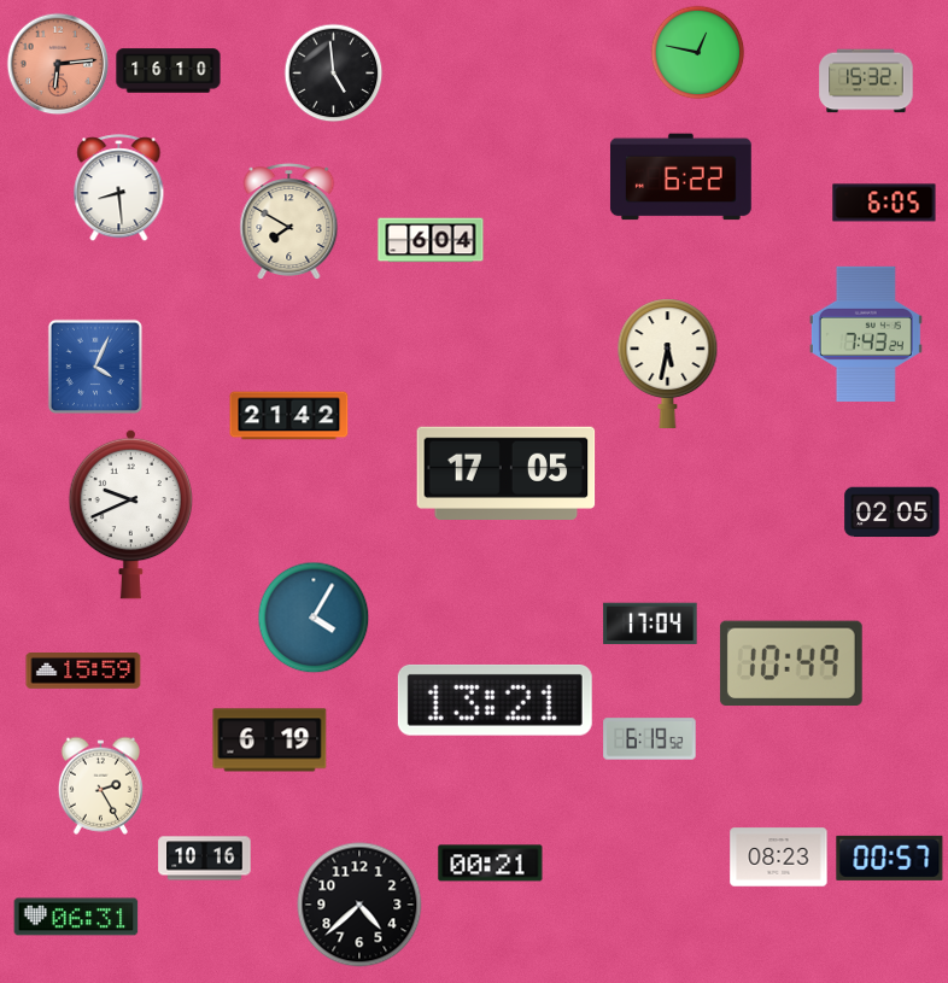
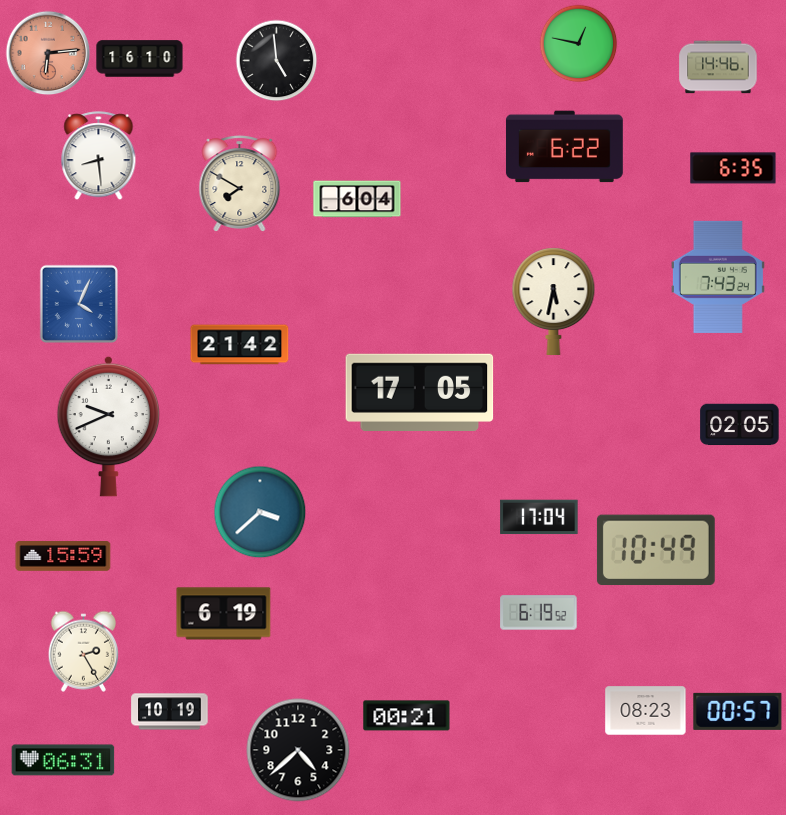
clock at (866, 81): 15:32 -> 14:46
clock at (884, 203): 6:05 -> 6:35
clock at (314, 618): 4:05 -> 3:38
clock at (83, 672) position: (83, 672) -> (63, 557)
clock at (495, 700): 13:21 -> none
clock at (205, 859): 10:16 -> 10:19
